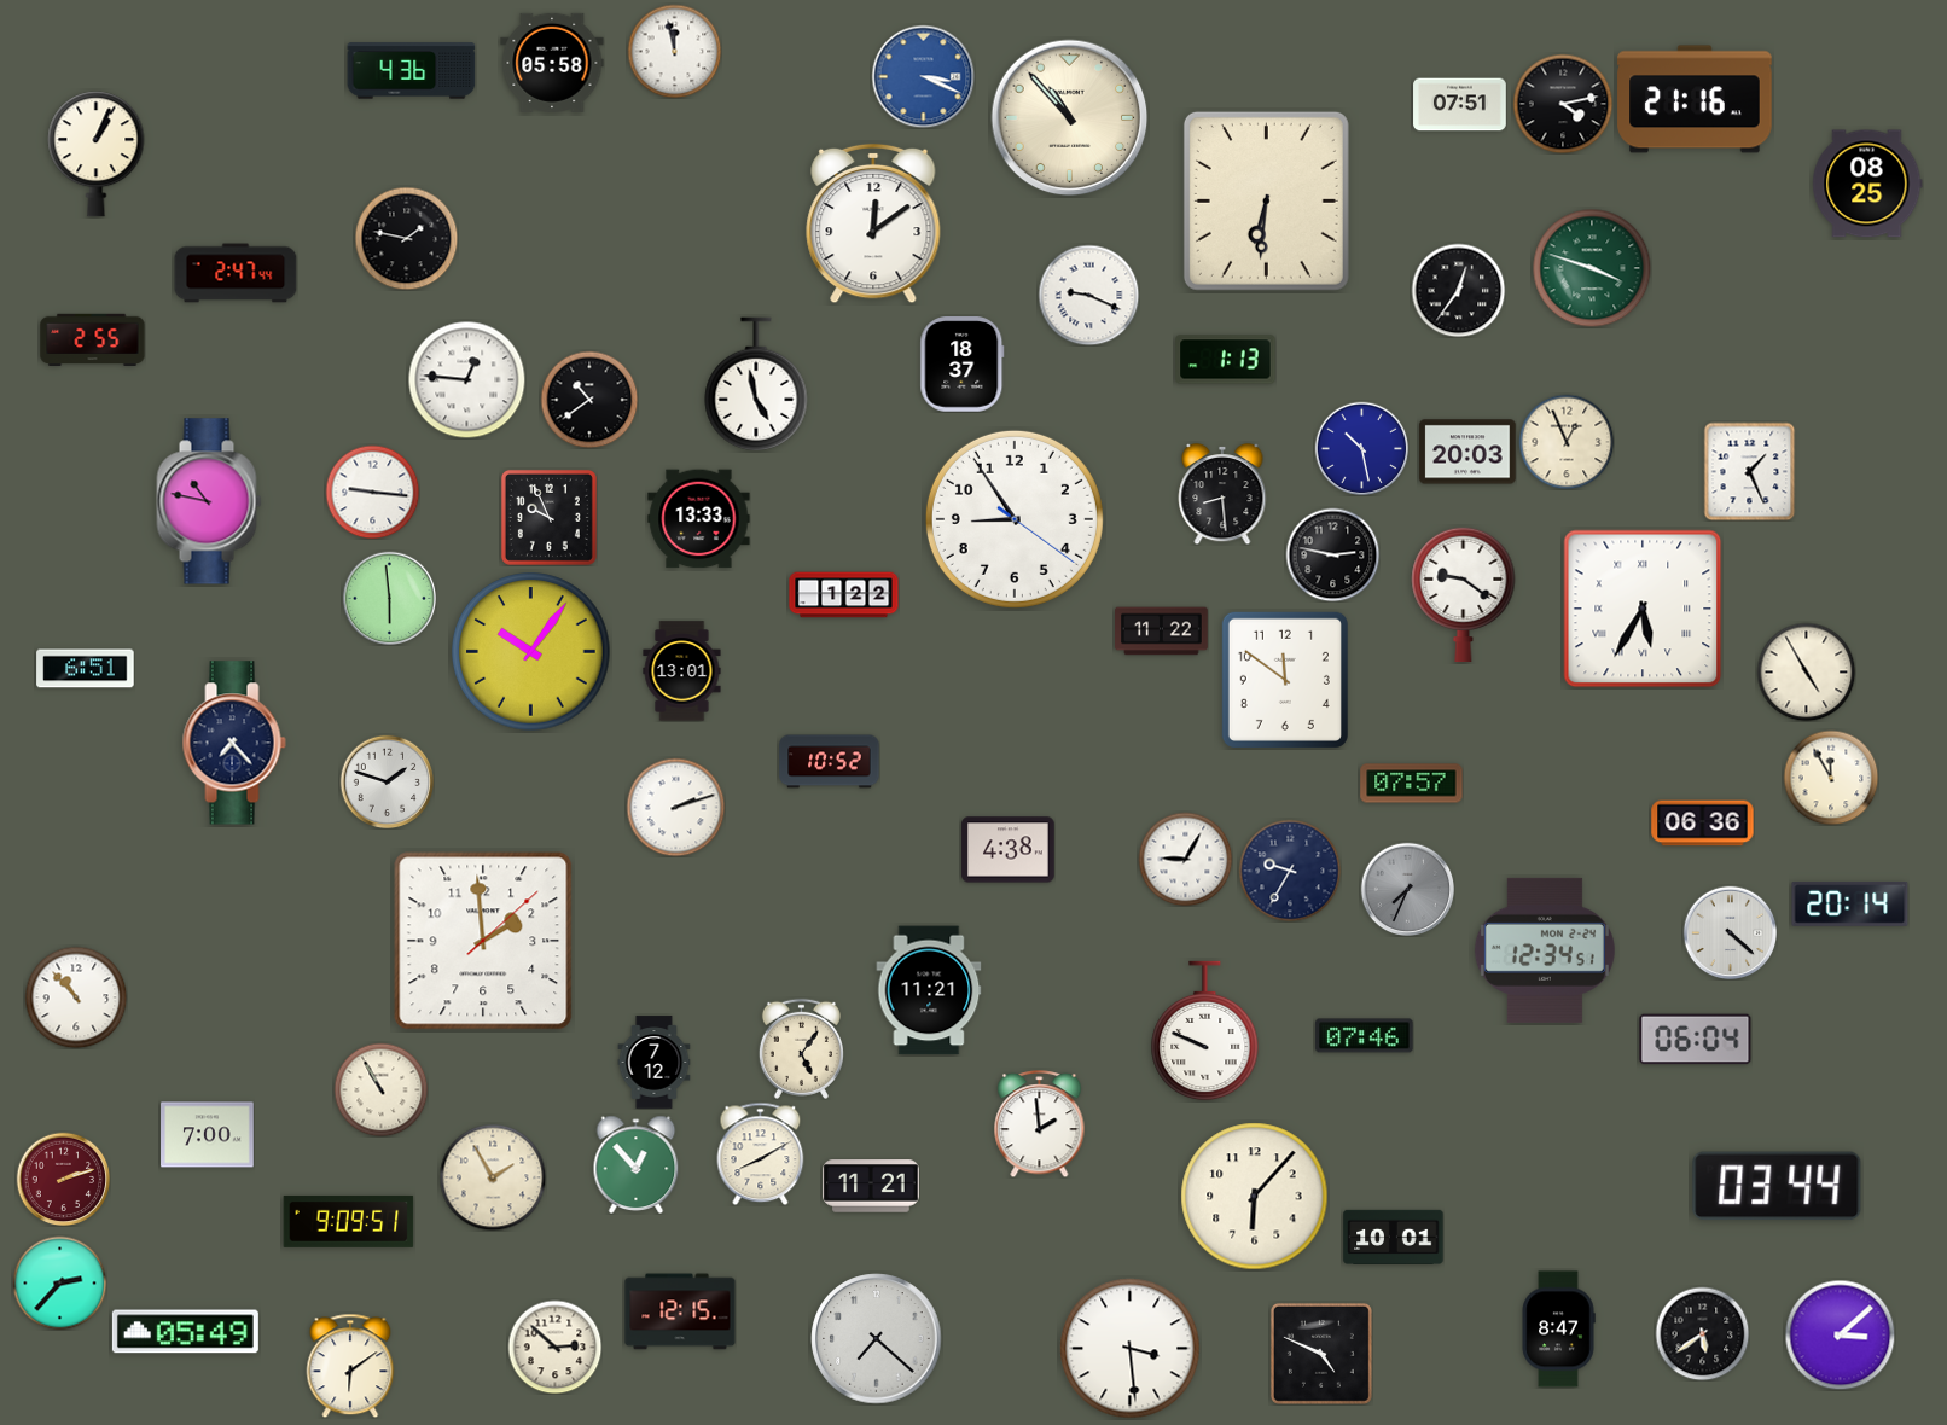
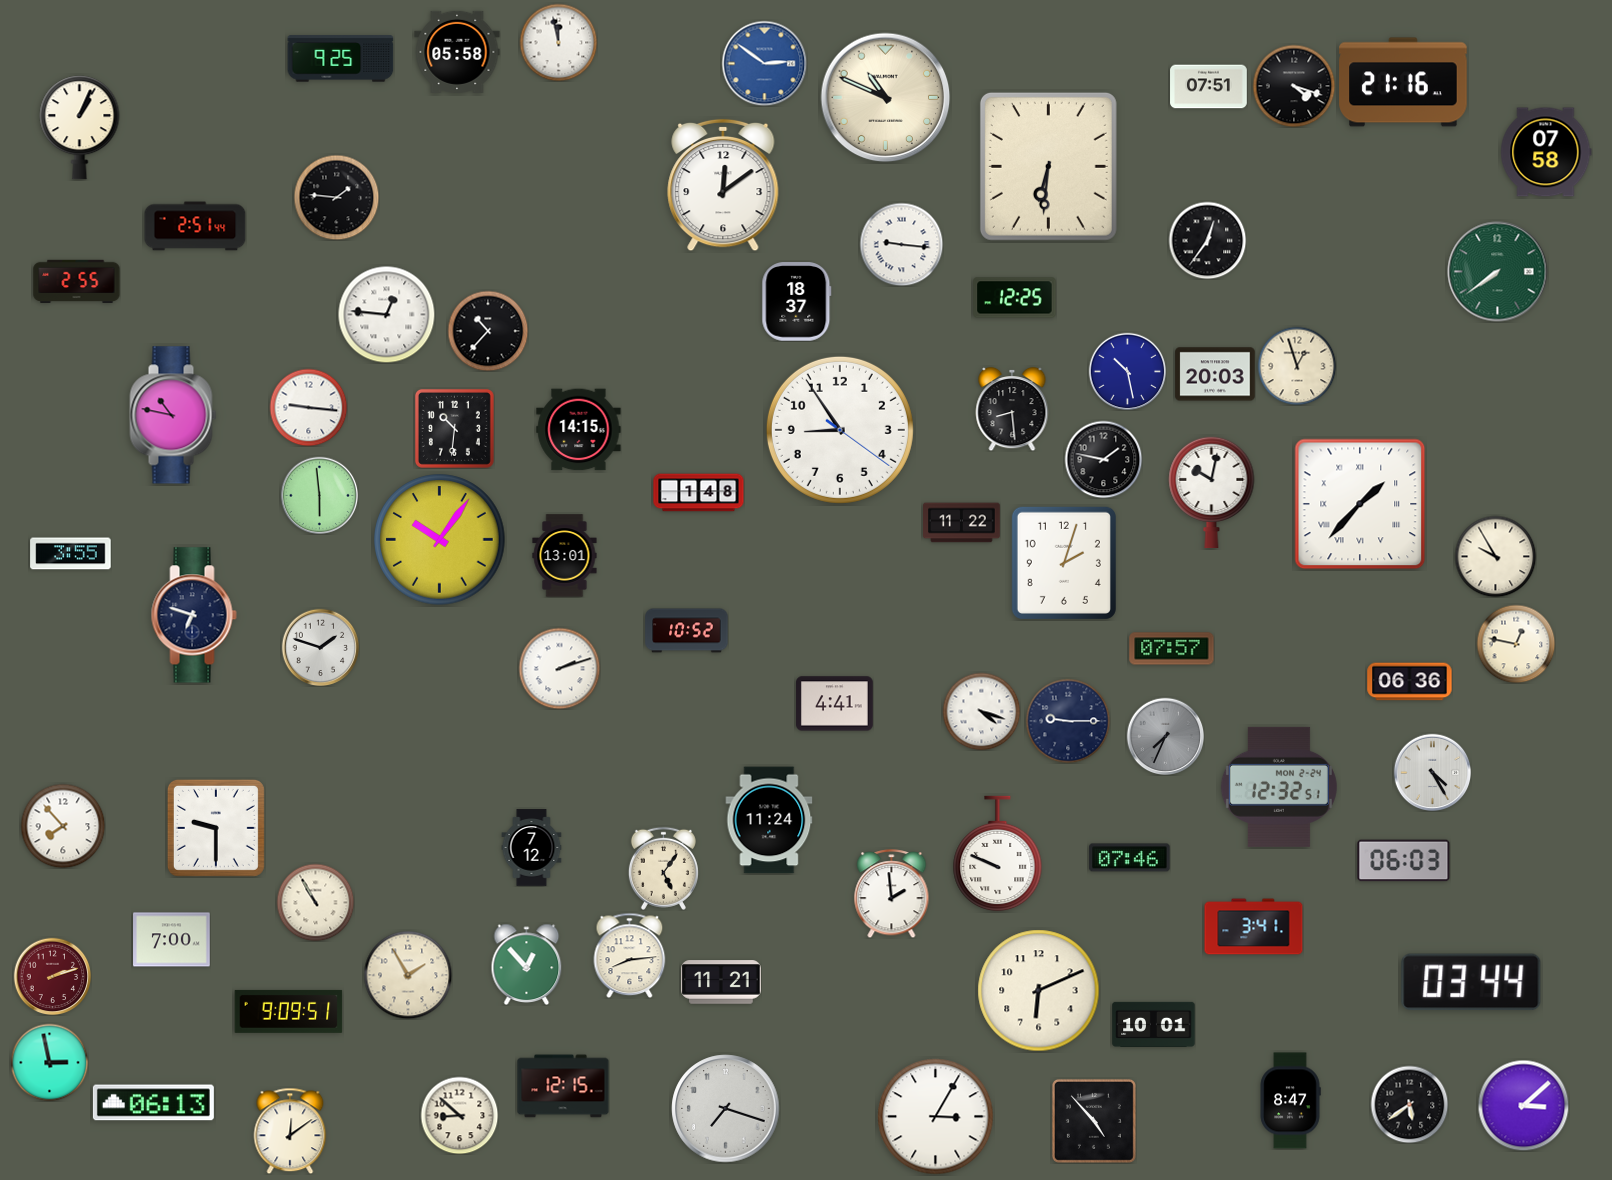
clock at (412, 71): 4:36 -> 9:25
clock at (923, 76): 3:19 -> 2:51
clock at (1563, 104): 4:13 -> 4:18
clock at (1070, 118): 10:53 -> 10:49
clock at (1867, 184): 08:25 -> 07:58
clock at (406, 238): 1:47 -> 1:46
clock at (1592, 268): 3:48 -> none
clock at (236, 273): 2:47 -> 2:51
clock at (1088, 295): 9:19 -> 9:16
clock at (1498, 272): none -> 7:39
clock at (1226, 360): 1:13 -> 12:25
clock at (756, 384): 4:58 -> none
clock at (589, 400): 10:39 -> 10:37
clock at (1567, 442): 12:56 -> 12:57
clock at (1750, 471): 1:26 -> none
clock at (548, 517): 9:56 -> 10:31
clock at (699, 519): 13:33 -> 14:15
clock at (1332, 554): 2:47 -> 1:47
clock at (1464, 594): 9:21 -> 10:02
clock at (844, 595): 1:22 -> 1:48
clock at (389, 598) position: (389, 598) -> (319, 495)
clock at (1643, 609): 5:35 -> 1:37
clock at (86, 669): 6:51 -> 3:55
clock at (1806, 671): 4:55 -> 9:55
clock at (1285, 680): 11:51 -> 2:03
clock at (234, 743): 7:23 -> 6:48
clock at (1831, 778): 11:55 -> 12:47
clock at (1412, 784) position: (1412, 784) -> (1172, 649)
clock at (1009, 850): 4:38 -> 4:41
clock at (1185, 859): 9:05 -> 4:18
clock at (1290, 871): 9:35 -> 9:15
clock at (1850, 903): 20:14 -> none
clock at (1730, 932): 4:22 -> 4:25
clock at (483, 941): 1:59 -> none
clock at (1545, 950): 12:34 -> 12:32
clock at (929, 990): 11:21 -> 11:24
clock at (76, 997): 10:53 -> 7:53
clock at (216, 828): none -> 9:30
clock at (1696, 1040): 06:04 -> 06:03
clock at (655, 1063) position: (655, 1063) -> (532, 848)
clock at (1254, 927): none -> 3:41
clock at (1040, 1124) position: (1040, 1124) -> (892, 894)
clock at (761, 1153): 8:10 -> 8:14
clock at (1255, 1197): 6:07 -> 6:11
clock at (59, 1282): 2:37 -> 2:58
clock at (185, 1332): 05:49 -> 06:13
clock at (877, 1339): 7:22 -> 7:18
clock at (554, 1347): 2:52 -> 8:52
clock at (1131, 1349): 3:29 -> 3:05
clock at (1321, 1354): 4:49 -> 4:53
clock at (350, 1366): 6:09 -> 12:09
